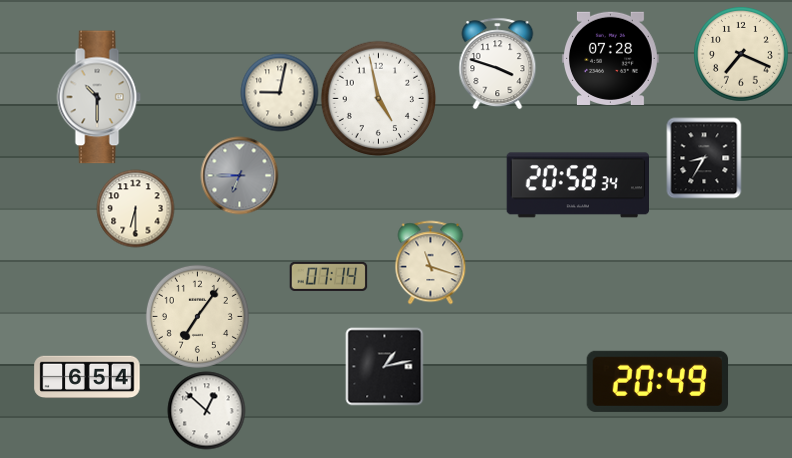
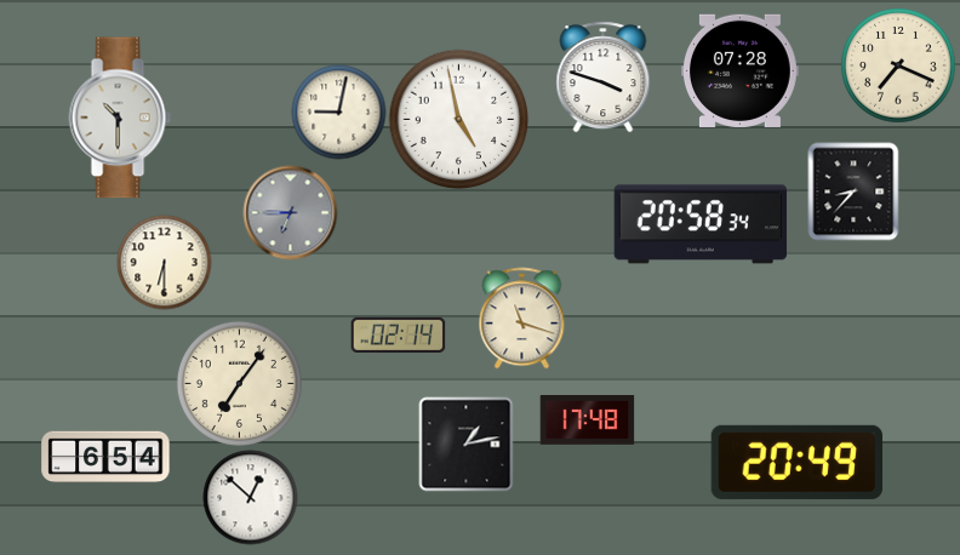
clock at (704, 158): 8:35 -> 8:37
clock at (135, 208) position: (135, 208) -> (164, 262)
clock at (328, 276): 07:14 -> 02:14
clock at (587, 420): none -> 17:48
